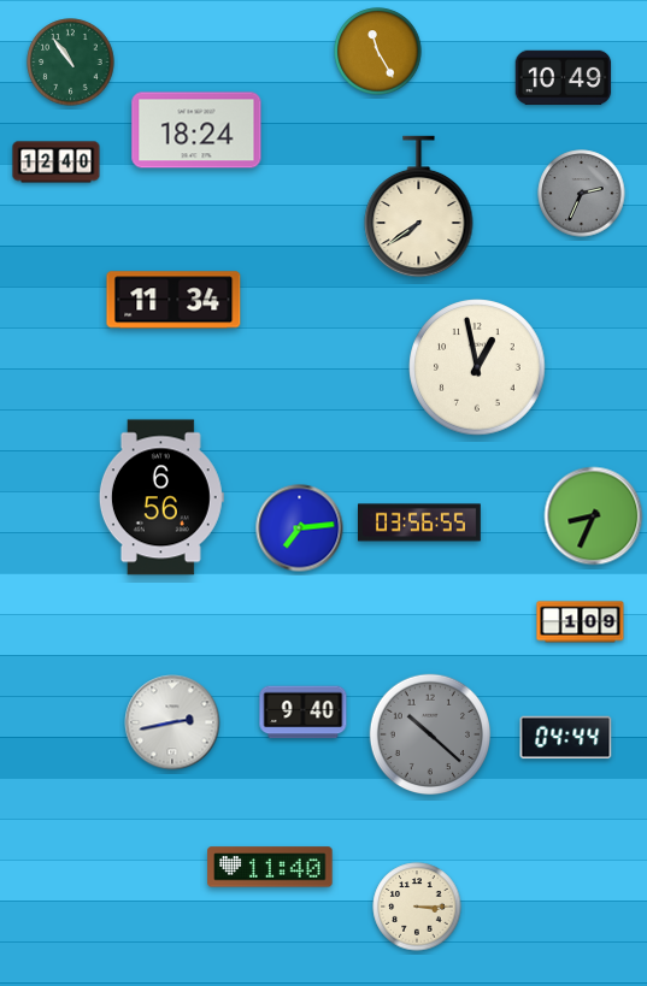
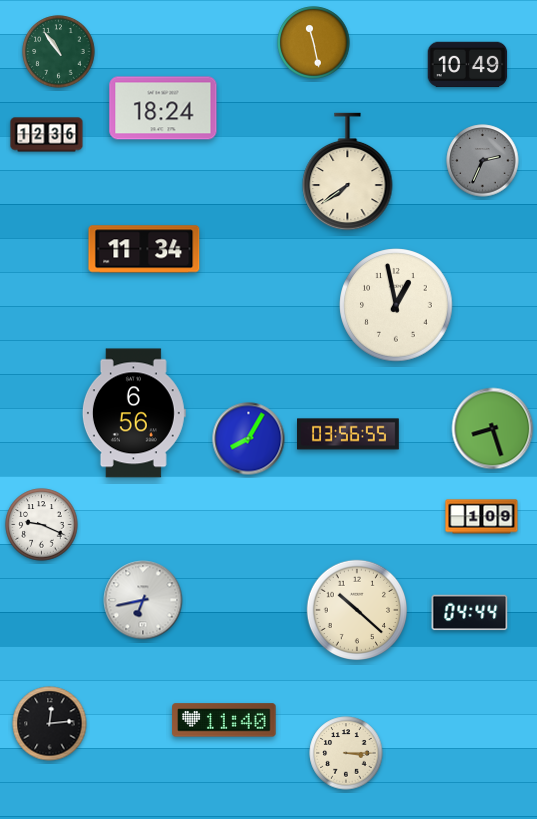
clock at (378, 52): 11:25 -> 11:28
clock at (57, 163): 12:40 -> 12:36
clock at (594, 516): 8:34 -> 8:27
clock at (300, 529): 7:14 -> 8:05
clock at (42, 525): none -> 9:19
clock at (304, 713): 9:40 -> none
clock at (172, 722): 2:43 -> 6:43
clock at (430, 734) dial: grey -> cream
clock at (50, 724): none -> 12:14
